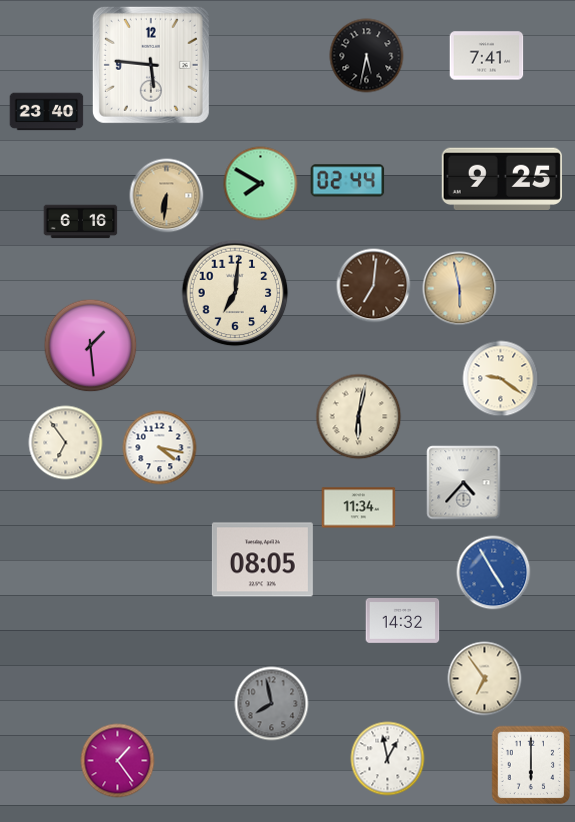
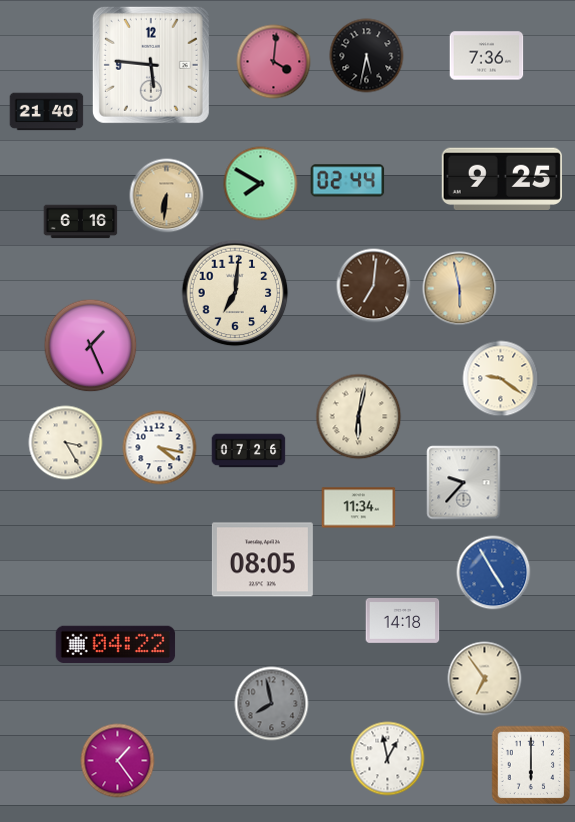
clock at (487, 56): 7:41 -> 7:36
clock at (274, 62): none -> 4:01
clock at (47, 112): 23:40 -> 21:40
clock at (91, 346): 1:29 -> 1:26
clock at (66, 443): 6:54 -> 3:25
clock at (249, 451): none -> 07:26
clock at (464, 483): 4:37 -> 9:37
clock at (403, 621): 14:32 -> 14:18
clock at (116, 645): none -> 04:22
